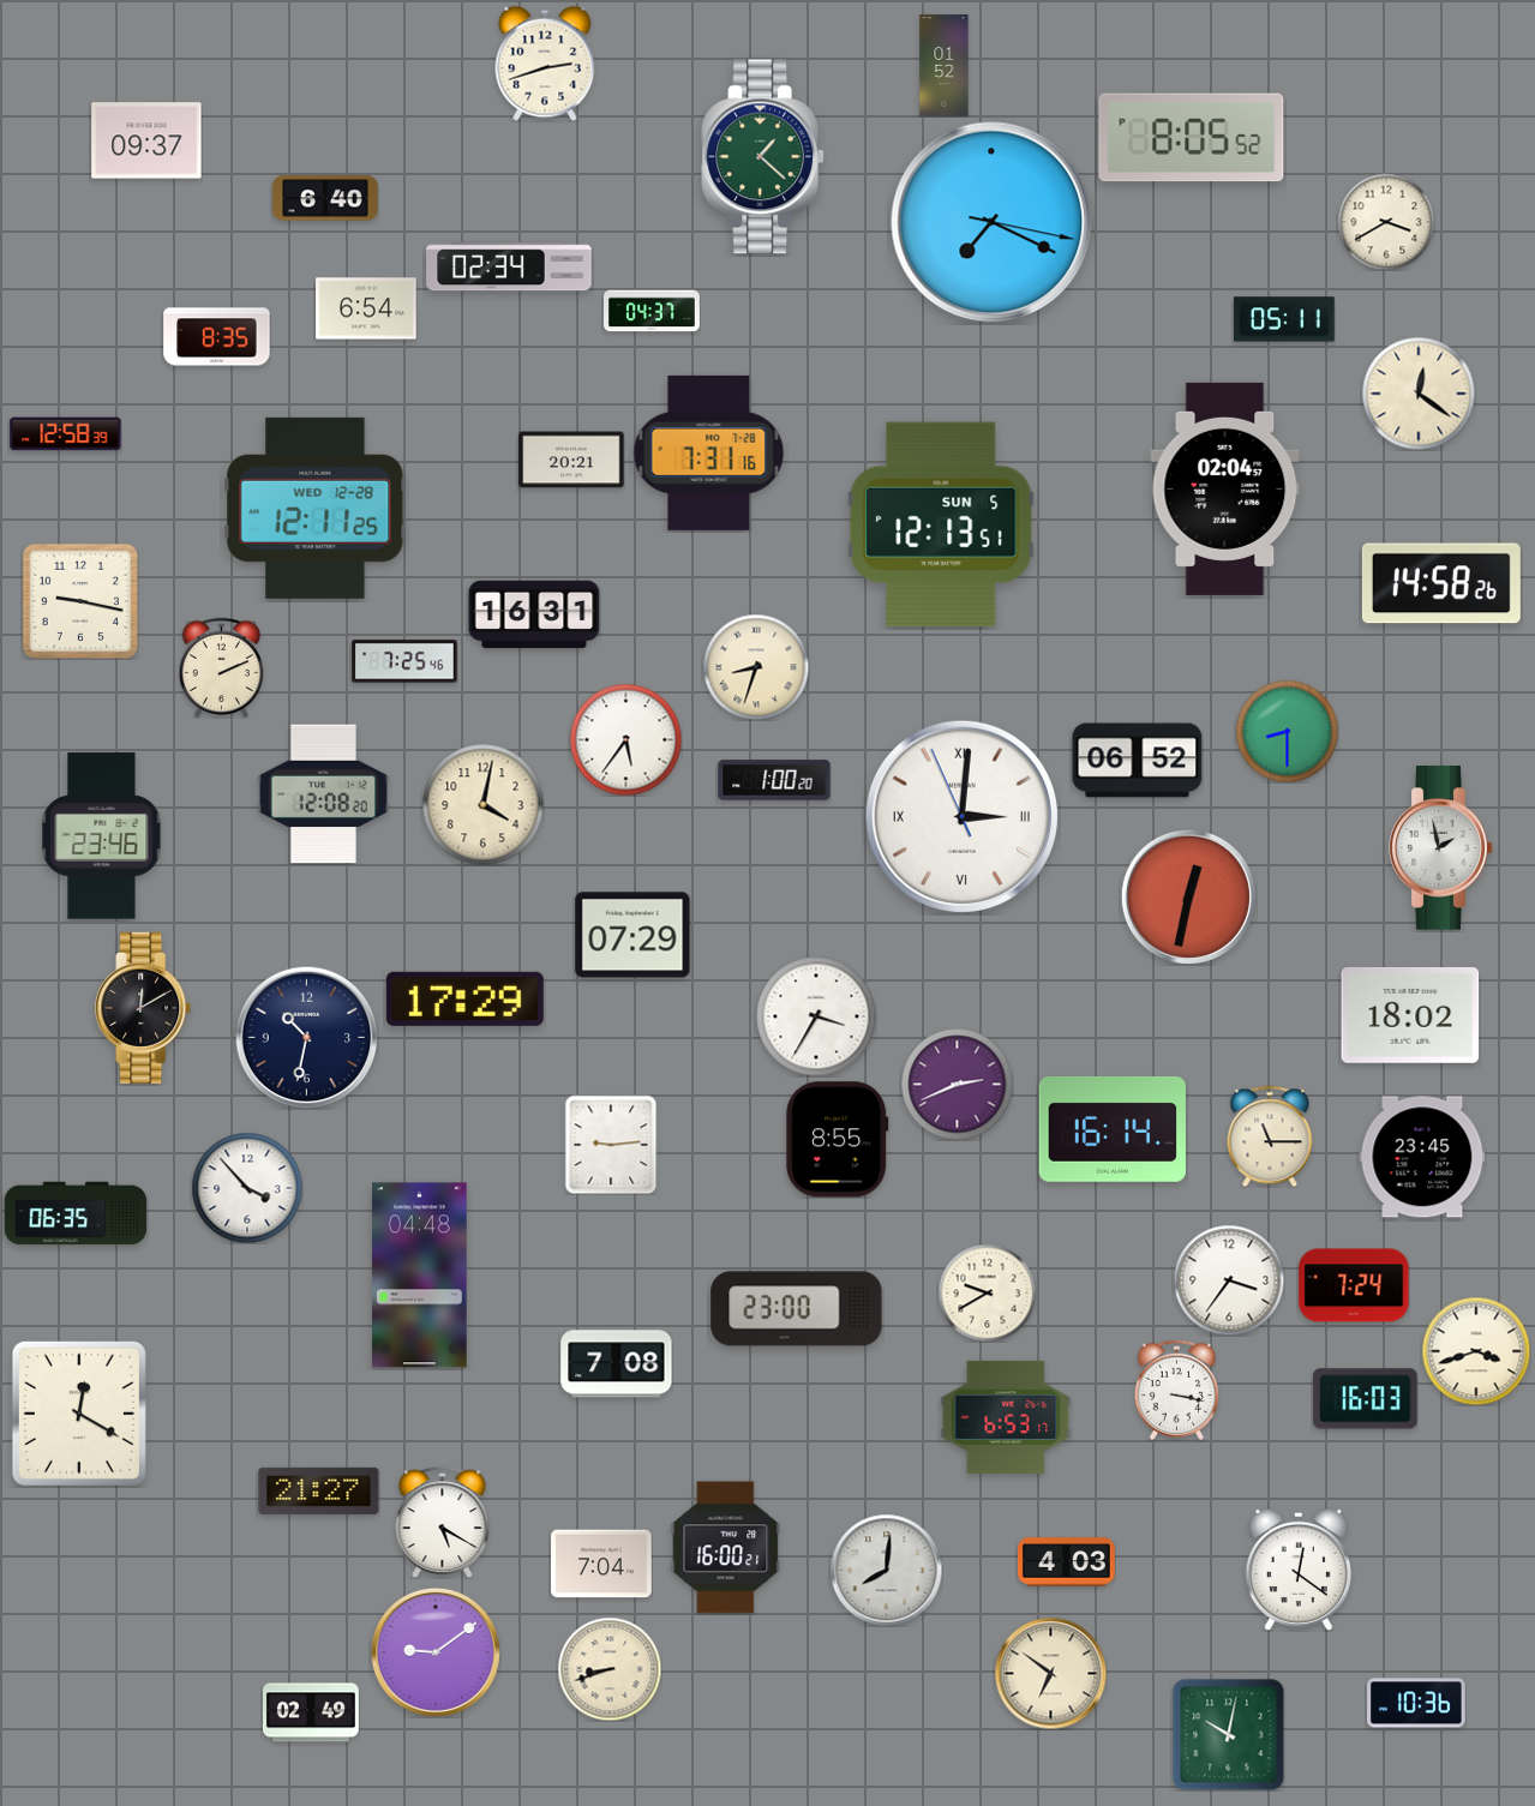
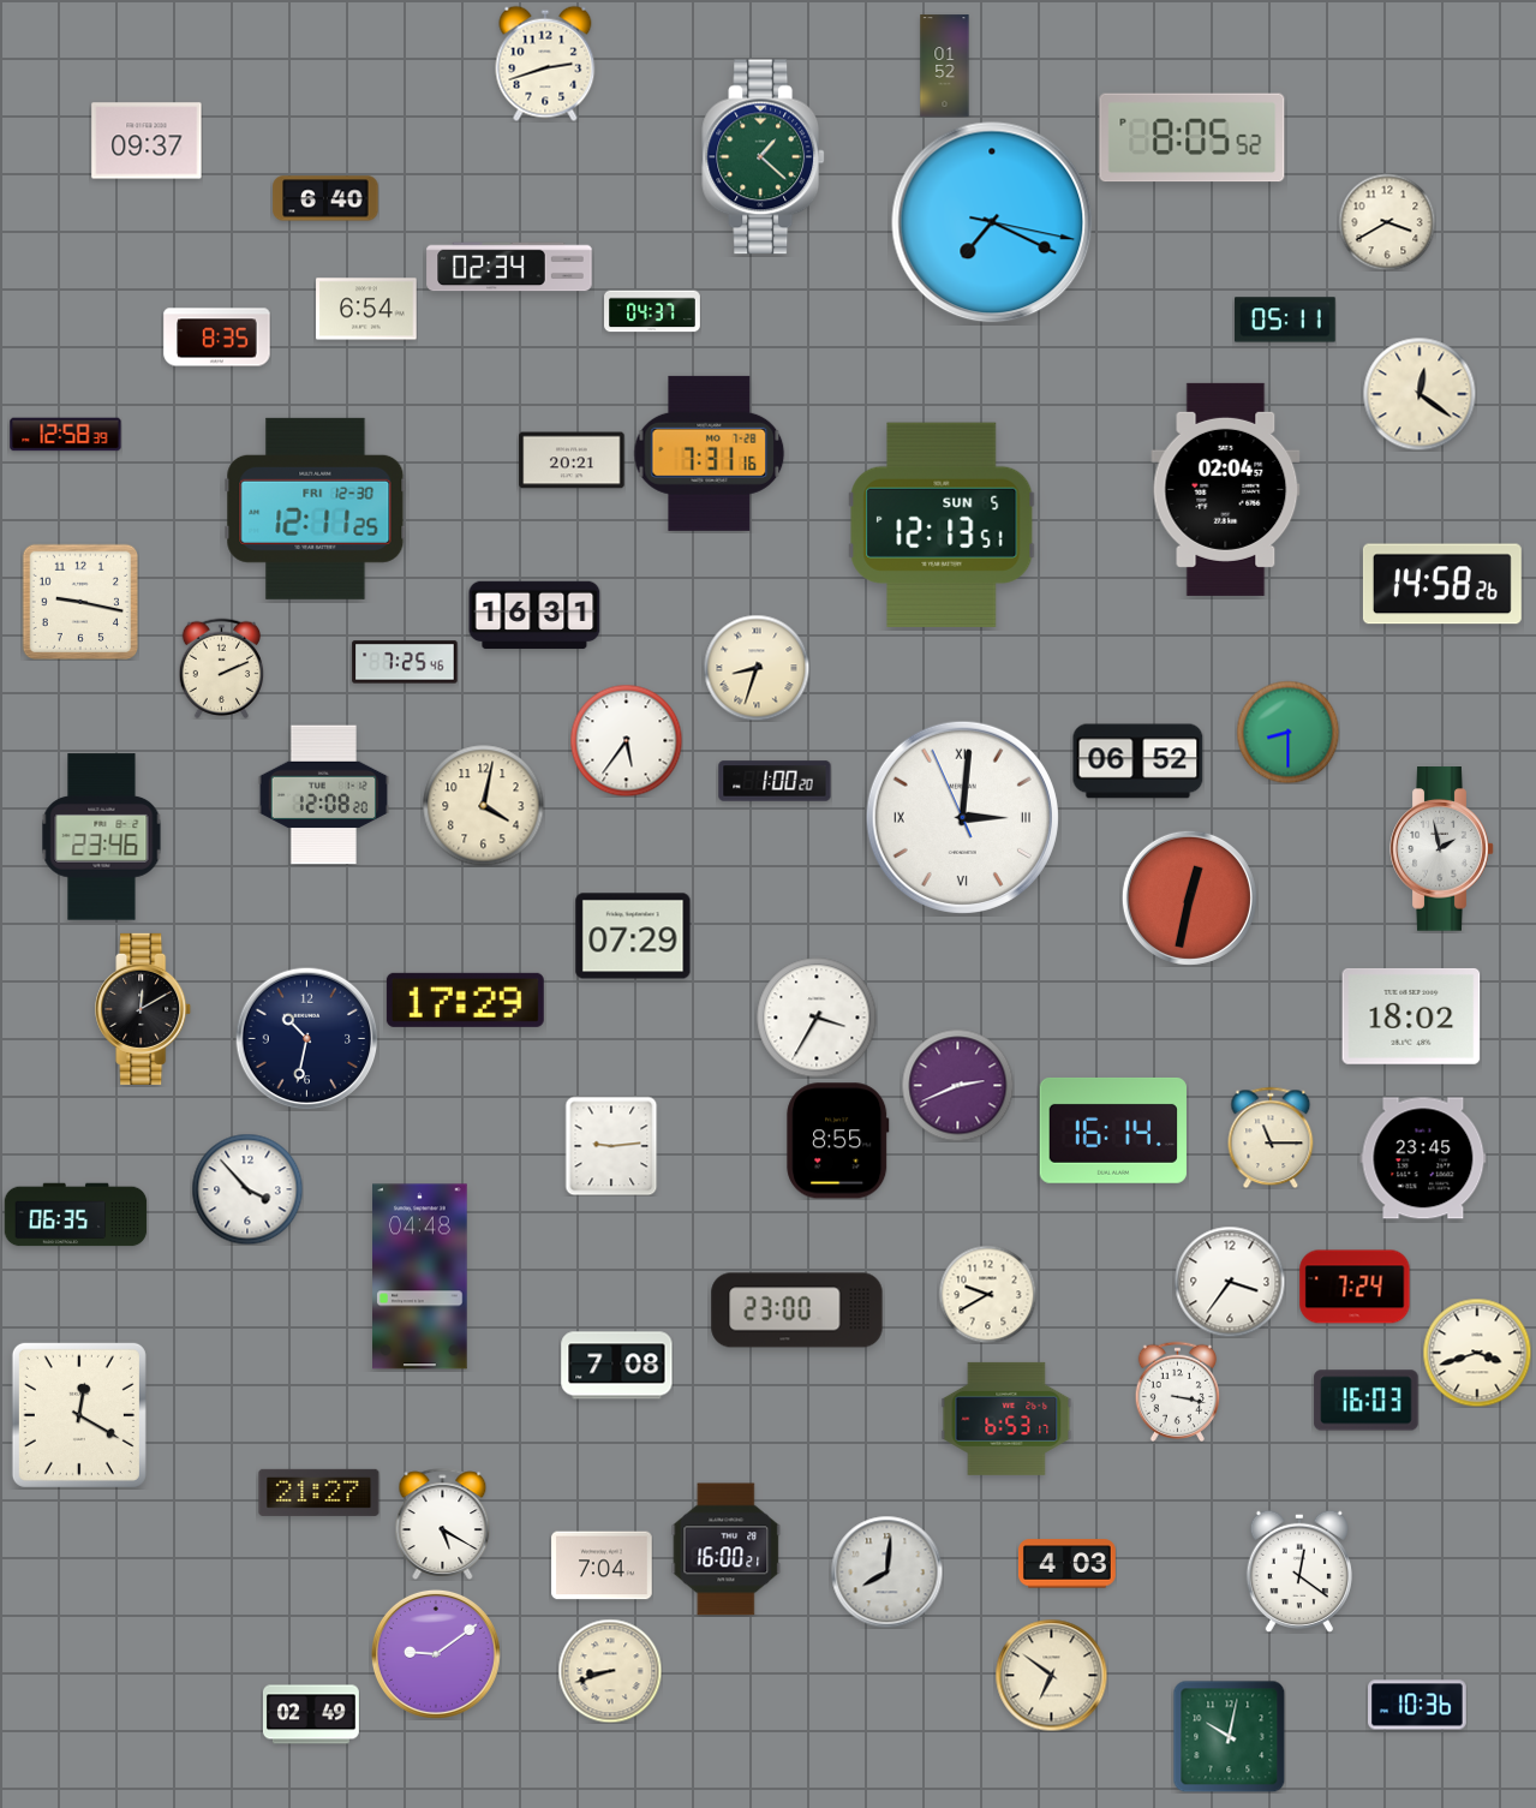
clock at (316, 508) date: WED 12-28 -> FRI 12-30
